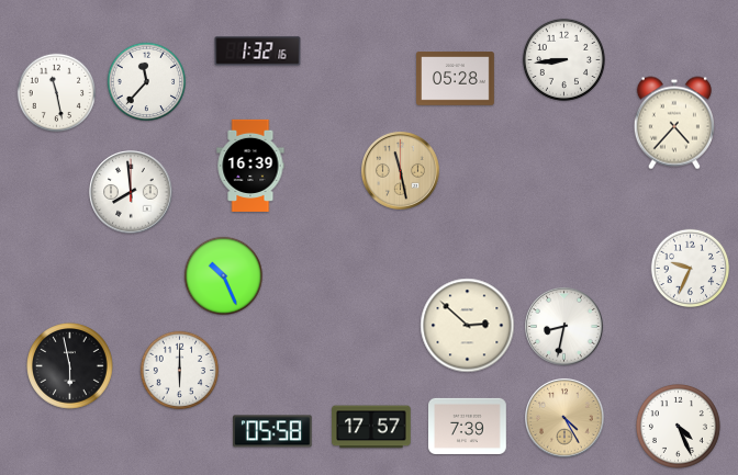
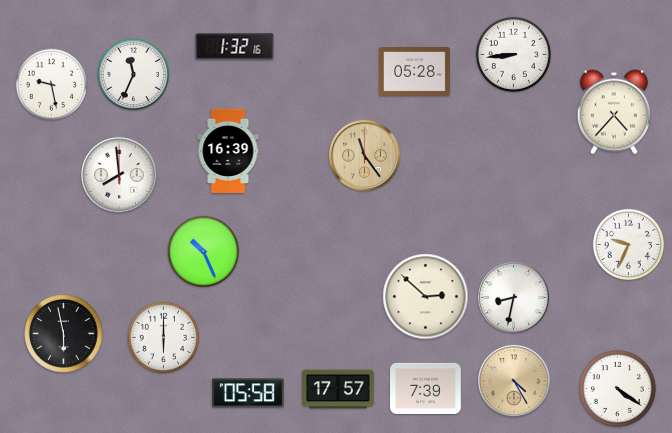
clock at (147, 82): 11:37 -> 11:34
clock at (57, 93): 11:28 -> 9:28
clock at (401, 171): 11:28 -> 11:24
clock at (678, 426): 4:26 -> 4:21
